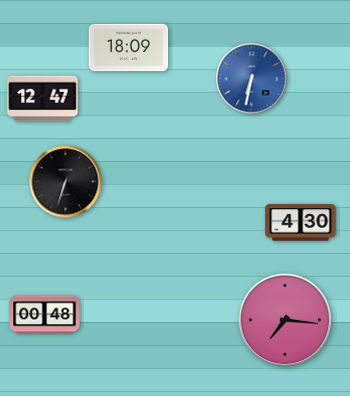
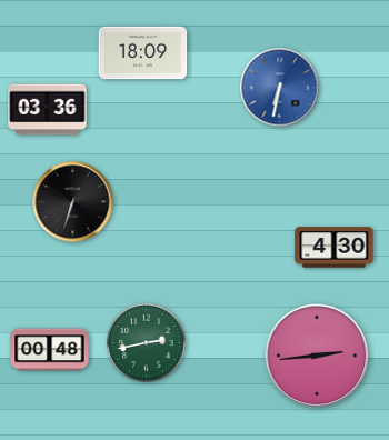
clock at (43, 99): 12:47 -> 03:36
clock at (146, 342): none -> 2:43
clock at (285, 320): 7:16 -> 2:44
